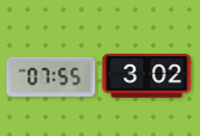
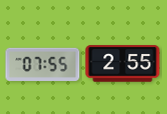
clock at (147, 76): 3:02 -> 2:55
